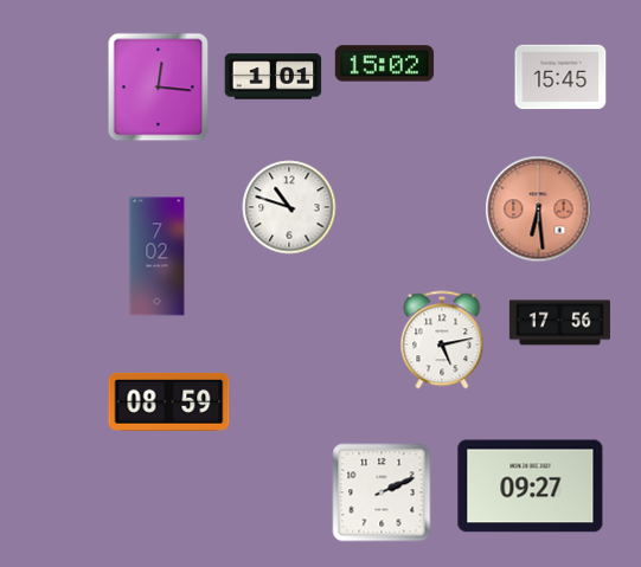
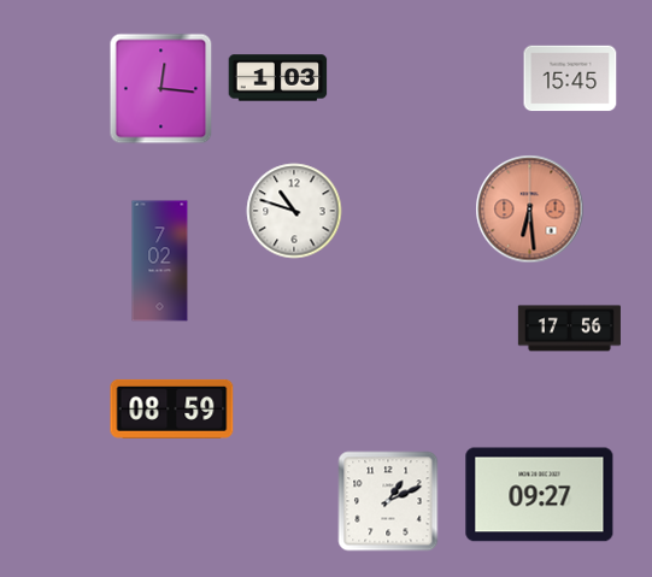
clock at (385, 64): 15:02 -> none
clock at (274, 77): 1:01 -> 1:03
clock at (539, 210) position: (539, 210) -> (530, 210)
clock at (442, 340): 5:13 -> none
clock at (382, 492): 2:11 -> 1:11
